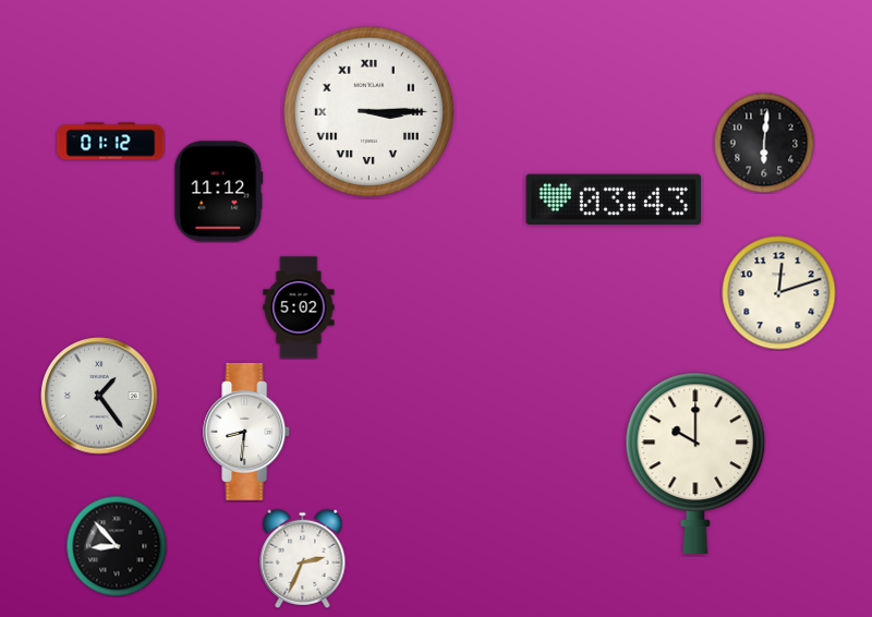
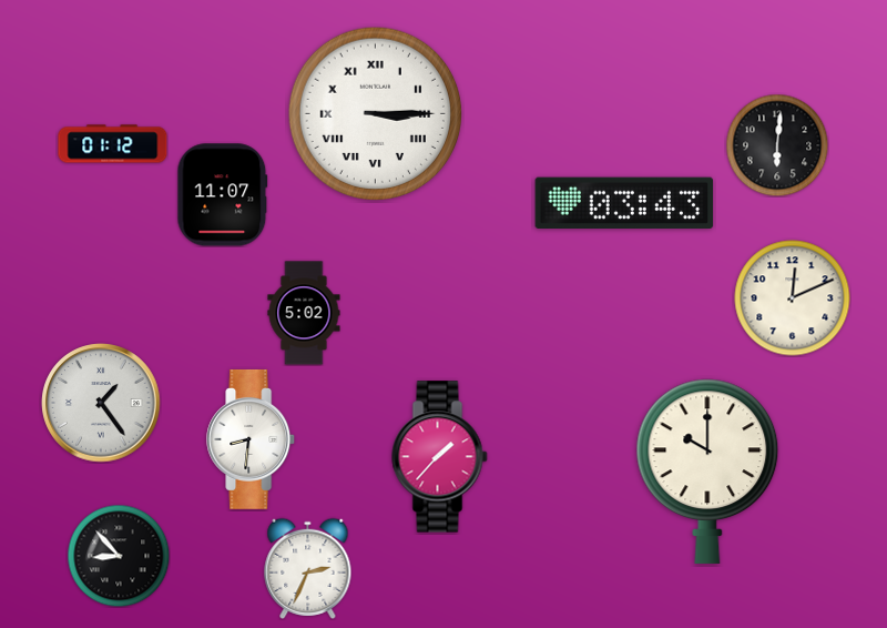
clock at (219, 192): 11:12 -> 11:07
clock at (779, 293): 12:12 -> 12:11
clock at (440, 457): none -> 1:37
